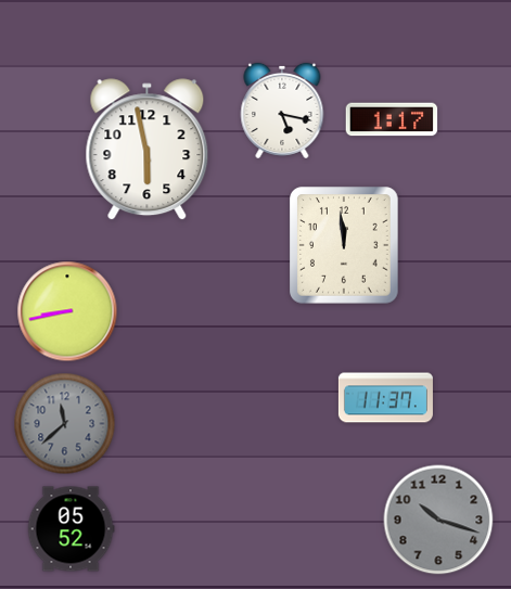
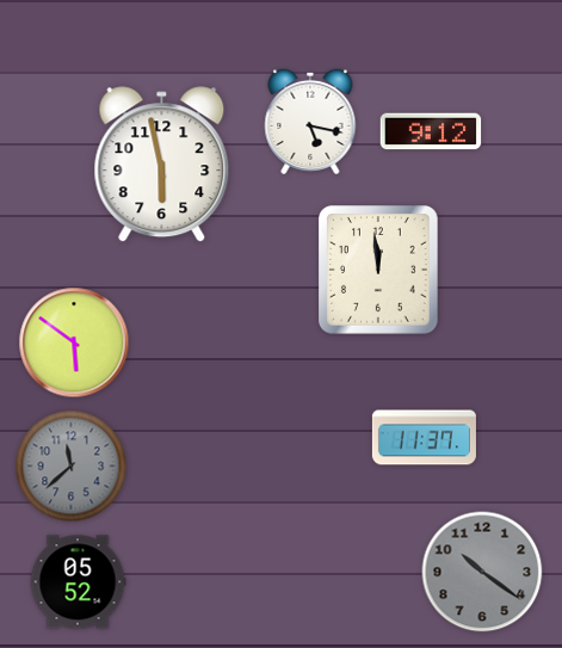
clock at (392, 119): 1:17 -> 9:12
clock at (67, 311): 8:43 -> 5:51
clock at (438, 520): 10:18 -> 10:21
